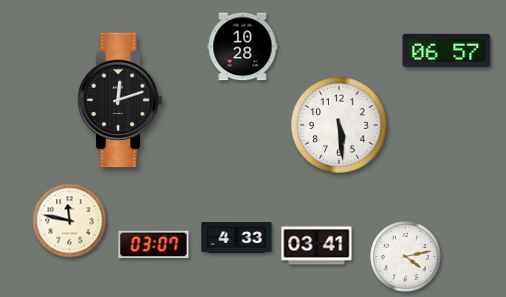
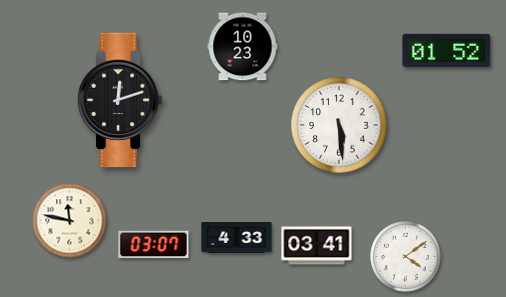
clock at (243, 47): 10:28 -> 10:23
clock at (447, 50): 06:57 -> 01:52
clock at (406, 257): 4:13 -> 4:09
